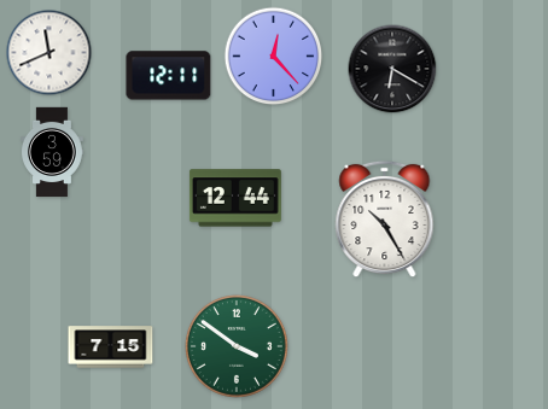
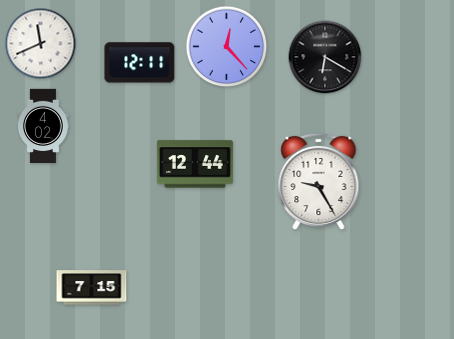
clock at (52, 152): 3:59 -> 4:02
clock at (385, 220): 10:25 -> 9:25
clock at (237, 346): 3:51 -> none
